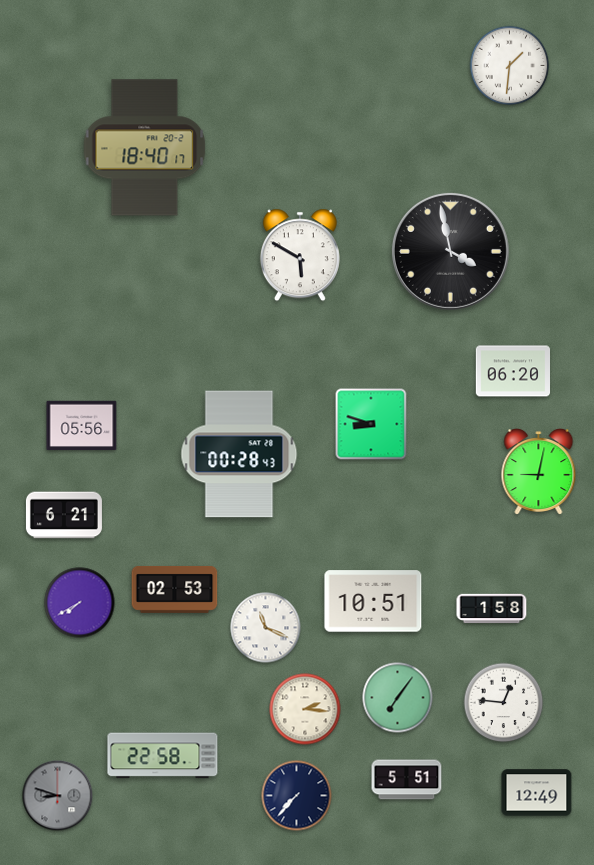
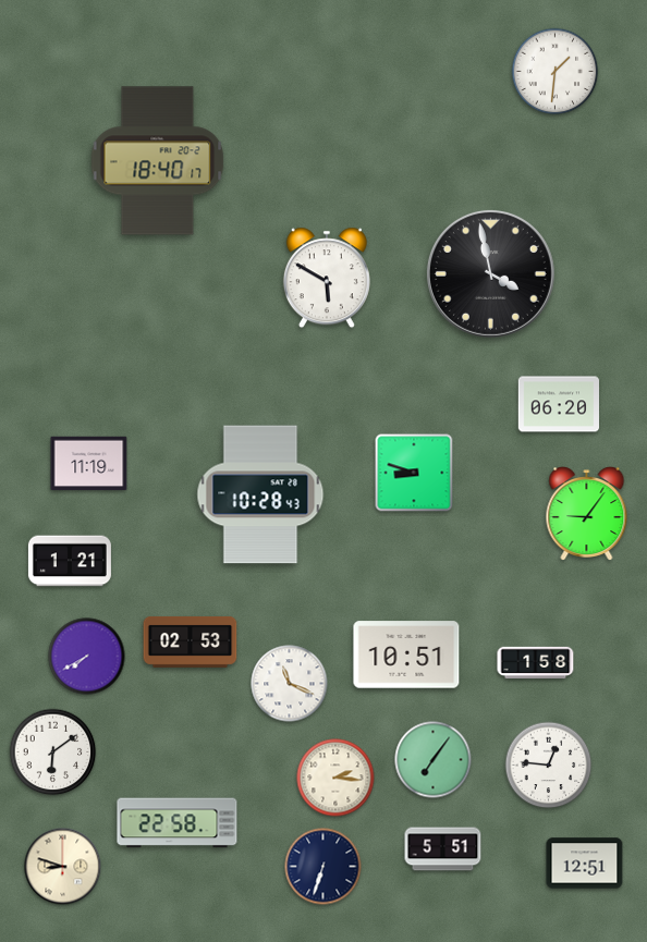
clock at (371, 424) position: (371, 424) -> (414, 473)
clock at (82, 426): 05:56 -> 11:19
clock at (239, 454): 00:28 -> 10:28
clock at (539, 472): 9:02 -> 9:06
clock at (64, 515): 6:21 -> 1:21
clock at (53, 753): none -> 6:09
clock at (305, 709) position: (305, 709) -> (335, 778)
clock at (537, 793): 12:49 -> 12:51
clock at (58, 796) dial: grey -> cream
clock at (297, 796): 7:37 -> 6:33
